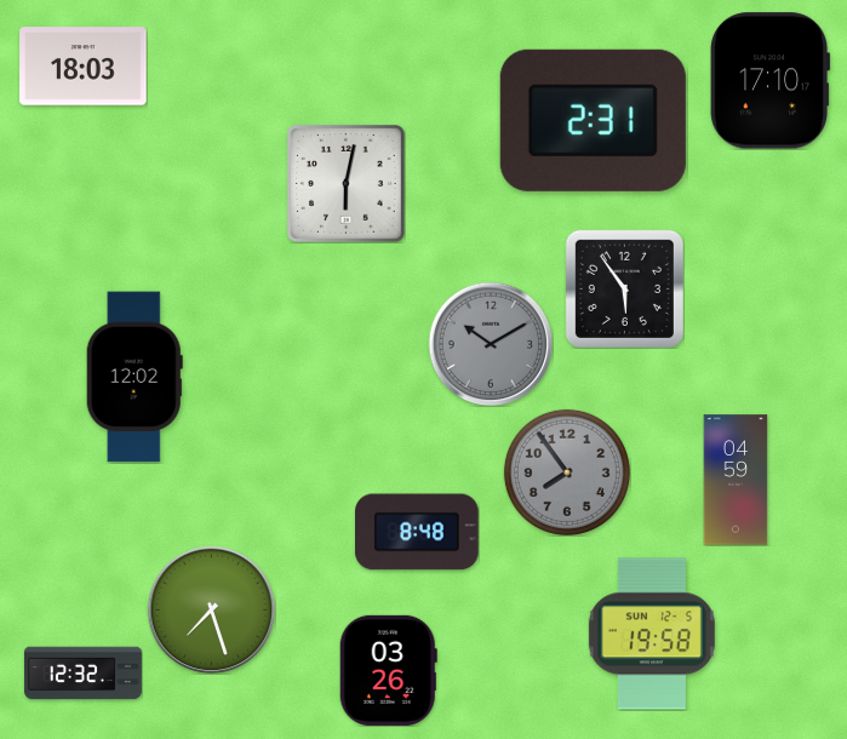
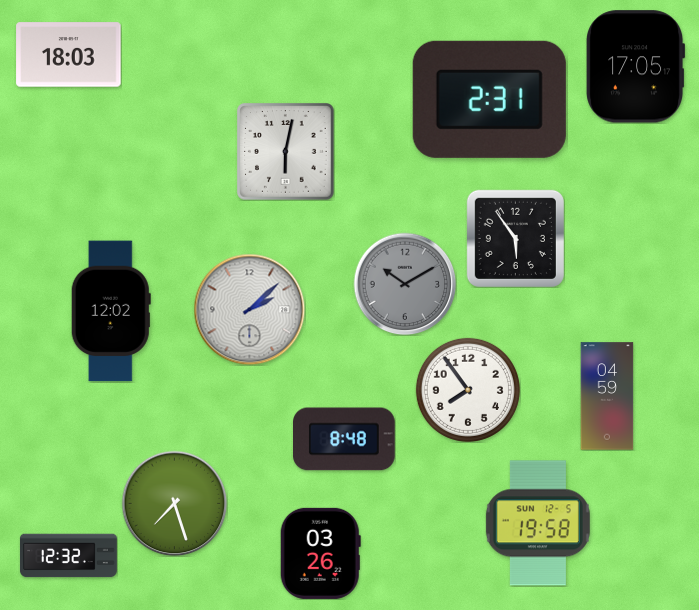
clock at (771, 81): 17:10 -> 17:05
clock at (249, 309): none -> 2:08
clock at (567, 472) dial: grey -> white
